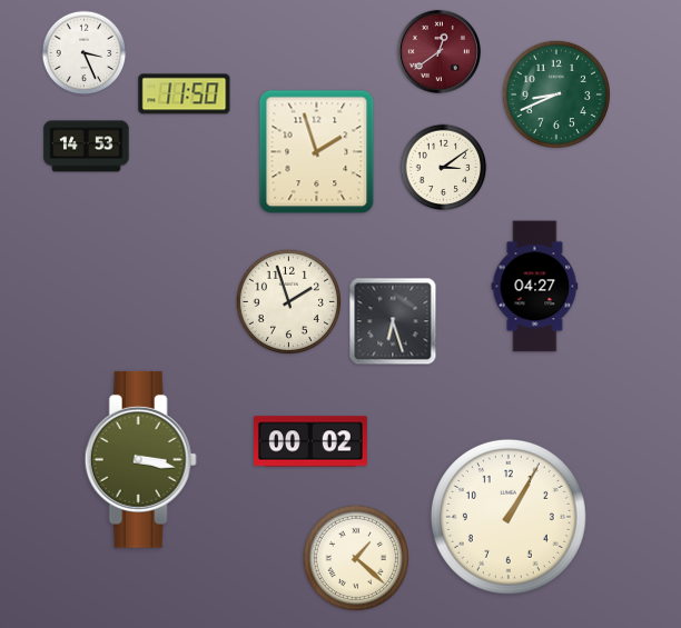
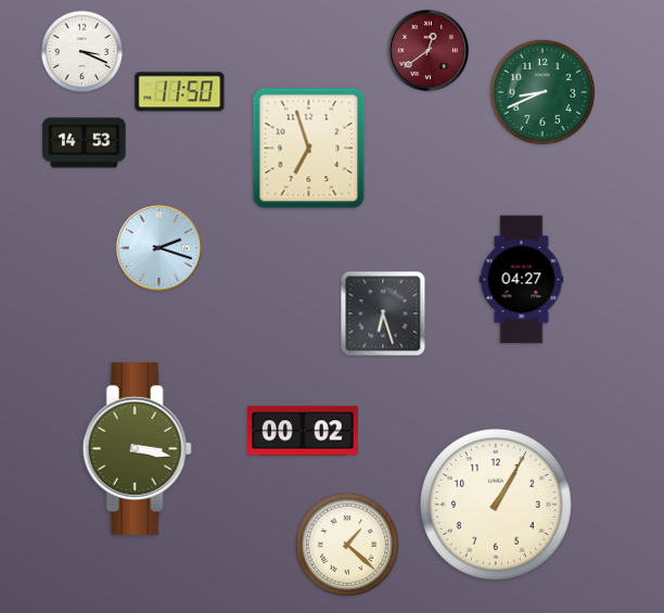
clock at (85, 53): 3:26 -> 3:19
clock at (317, 152): 1:57 -> 6:57
clock at (444, 168): 3:09 -> none
clock at (158, 247): none -> 2:18
clock at (288, 301): 1:57 -> none
